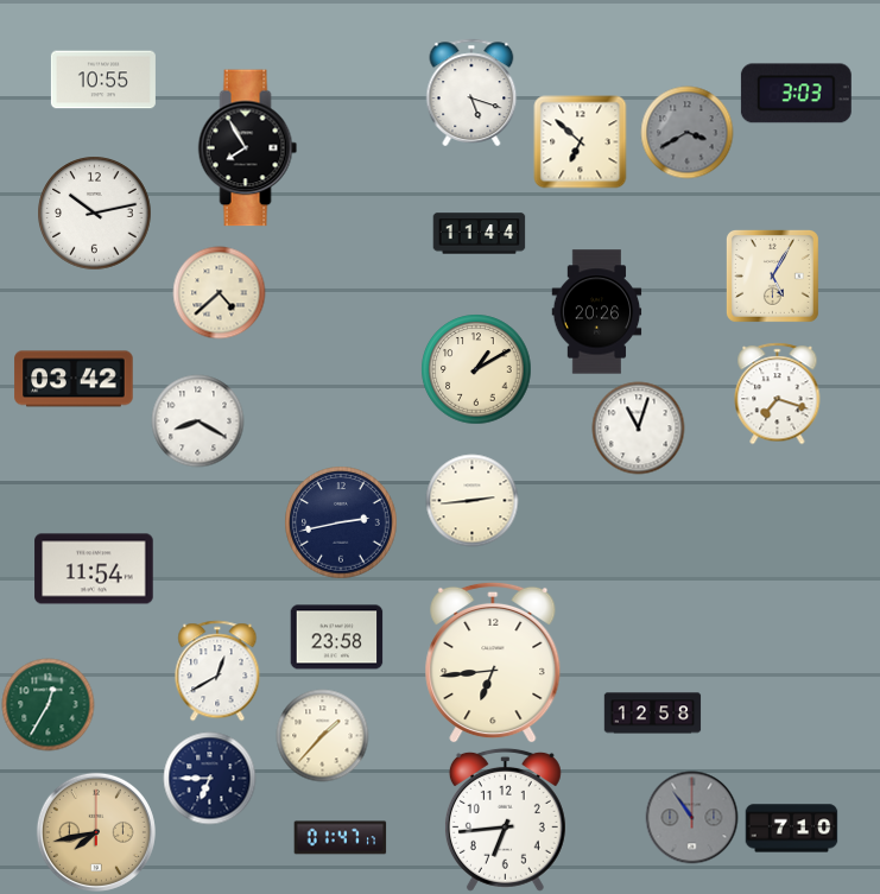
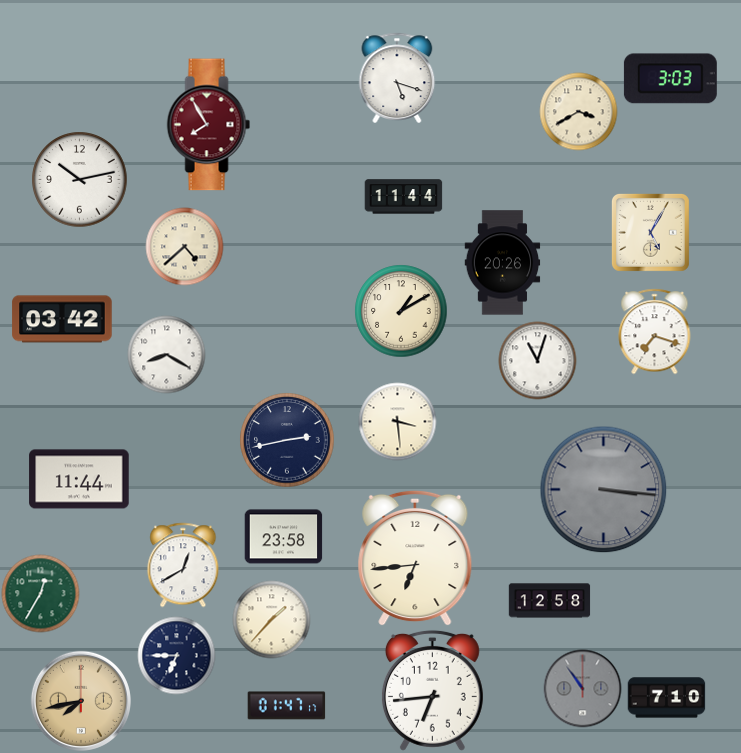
clock at (103, 80): 10:55 -> none
clock at (686, 132) dial: grey -> cream
clock at (580, 141): 6:52 -> none
clock at (248, 148) dial: black -> burgundy
clock at (471, 500): 2:44 -> 3:29
clock at (94, 569): 11:54 -> 11:44
clock at (603, 489): none -> 3:16
clock at (505, 819) position: (505, 819) -> (432, 690)
